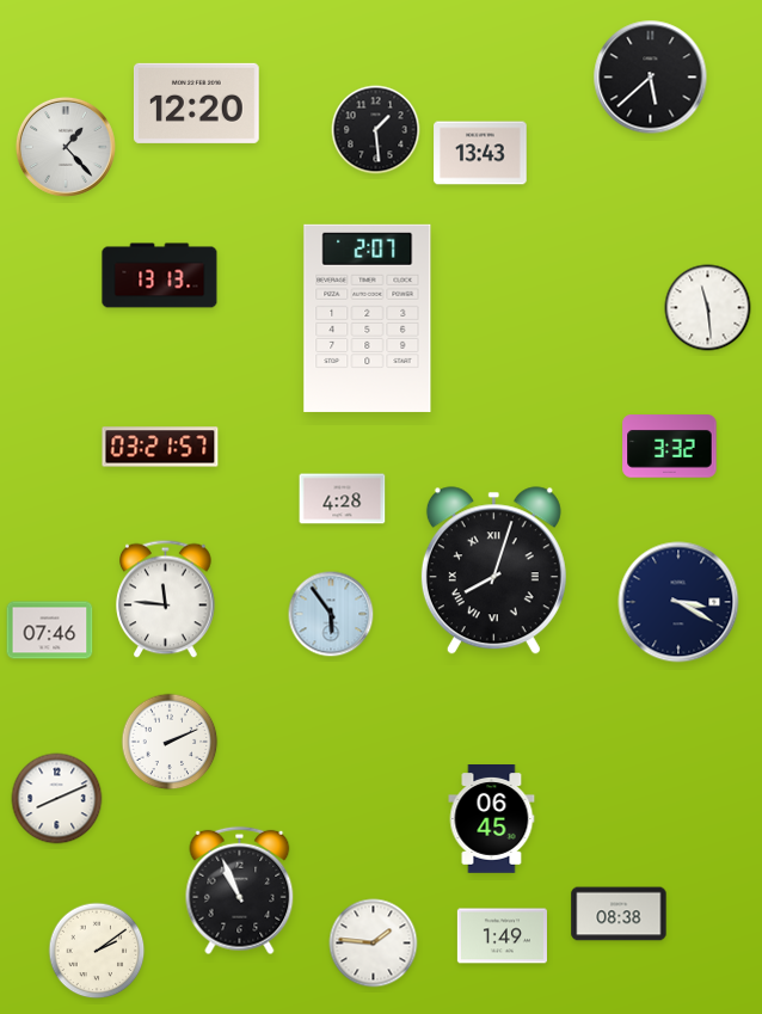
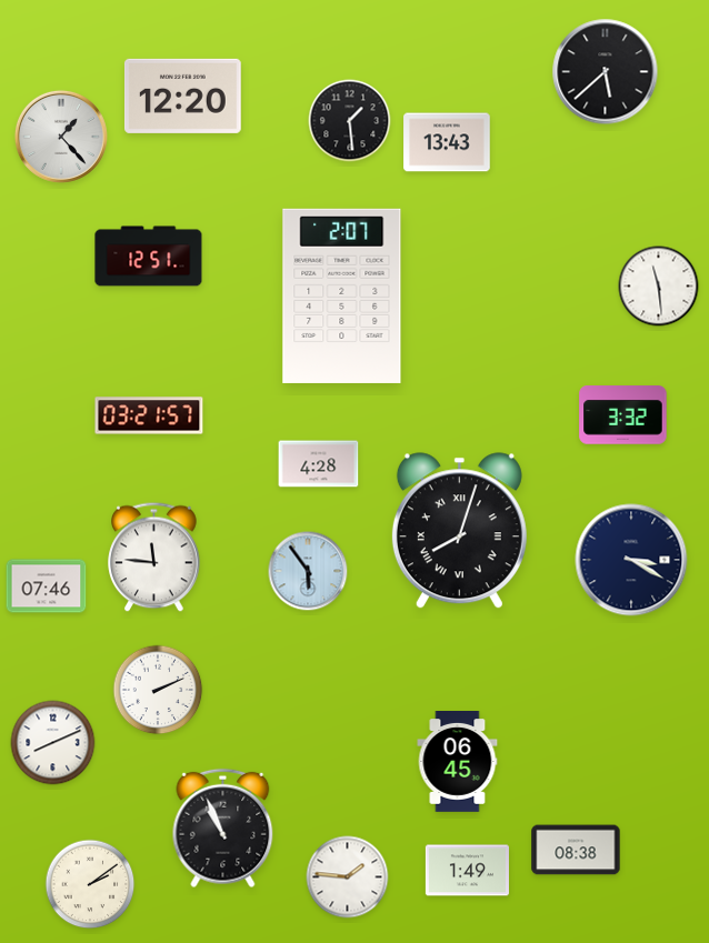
clock at (160, 276): 13:13 -> 12:51
